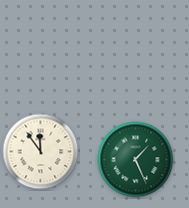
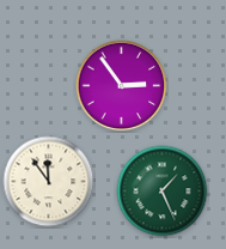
clock at (122, 86): none -> 2:54
